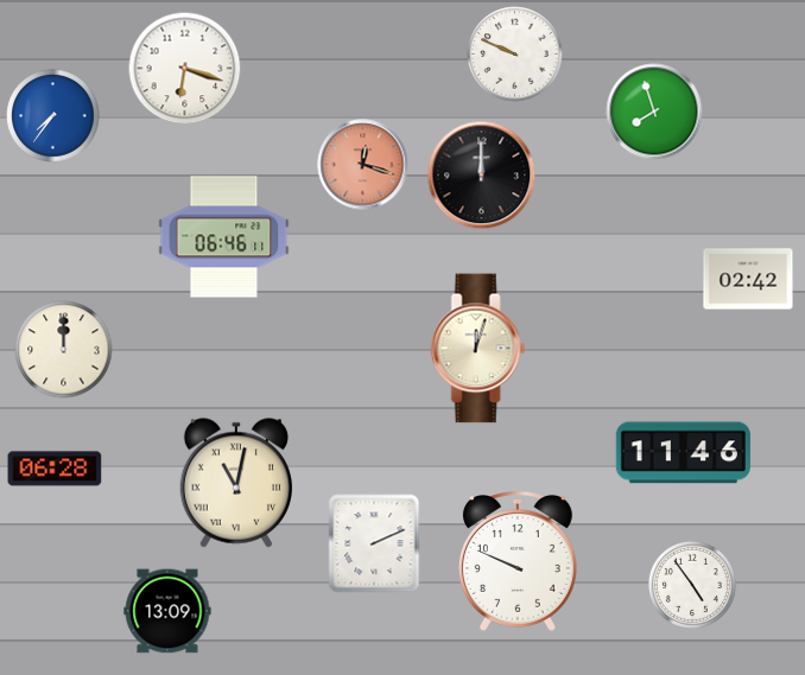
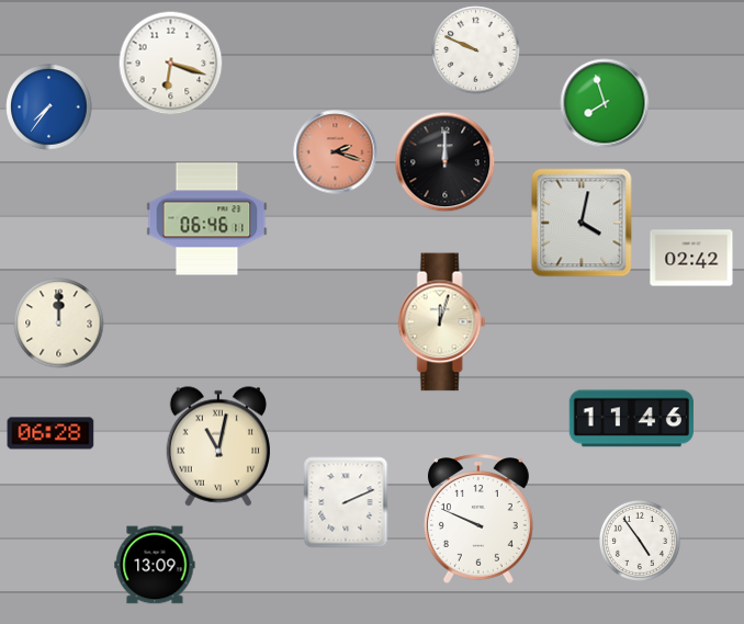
clock at (363, 165): 12:18 -> 2:18
clock at (582, 223): none -> 4:02
